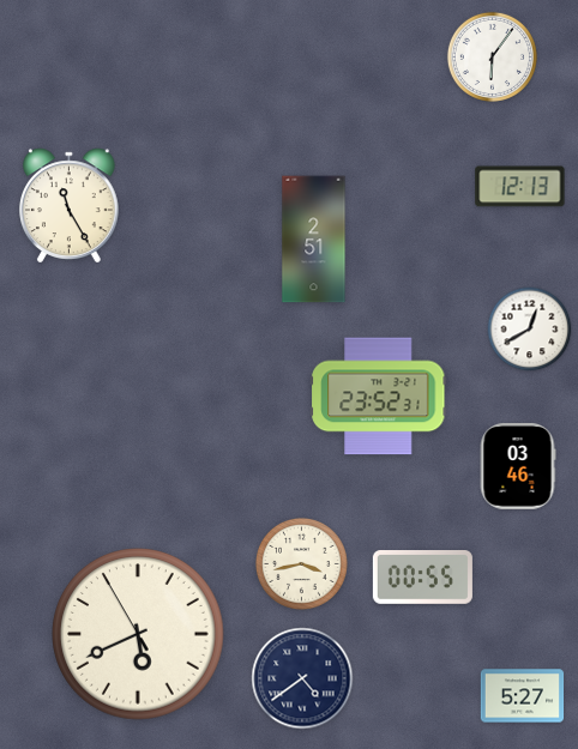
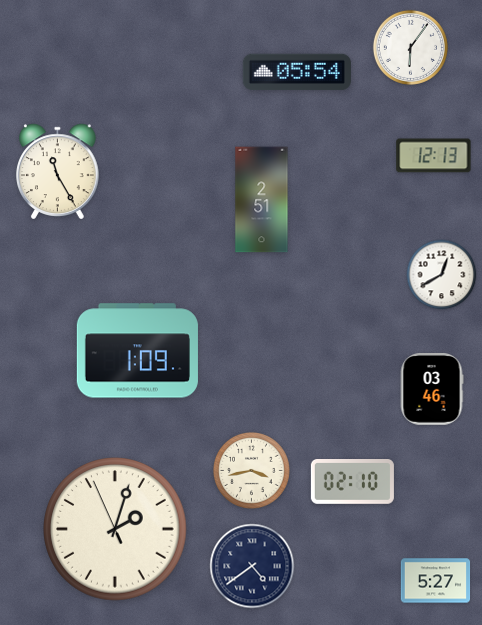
clock at (297, 72): none -> 05:54
clock at (379, 397): 23:52 -> none
clock at (137, 351): none -> 1:09
clock at (422, 578): 00:55 -> 02:10
clock at (138, 634): 5:40 -> 2:02
